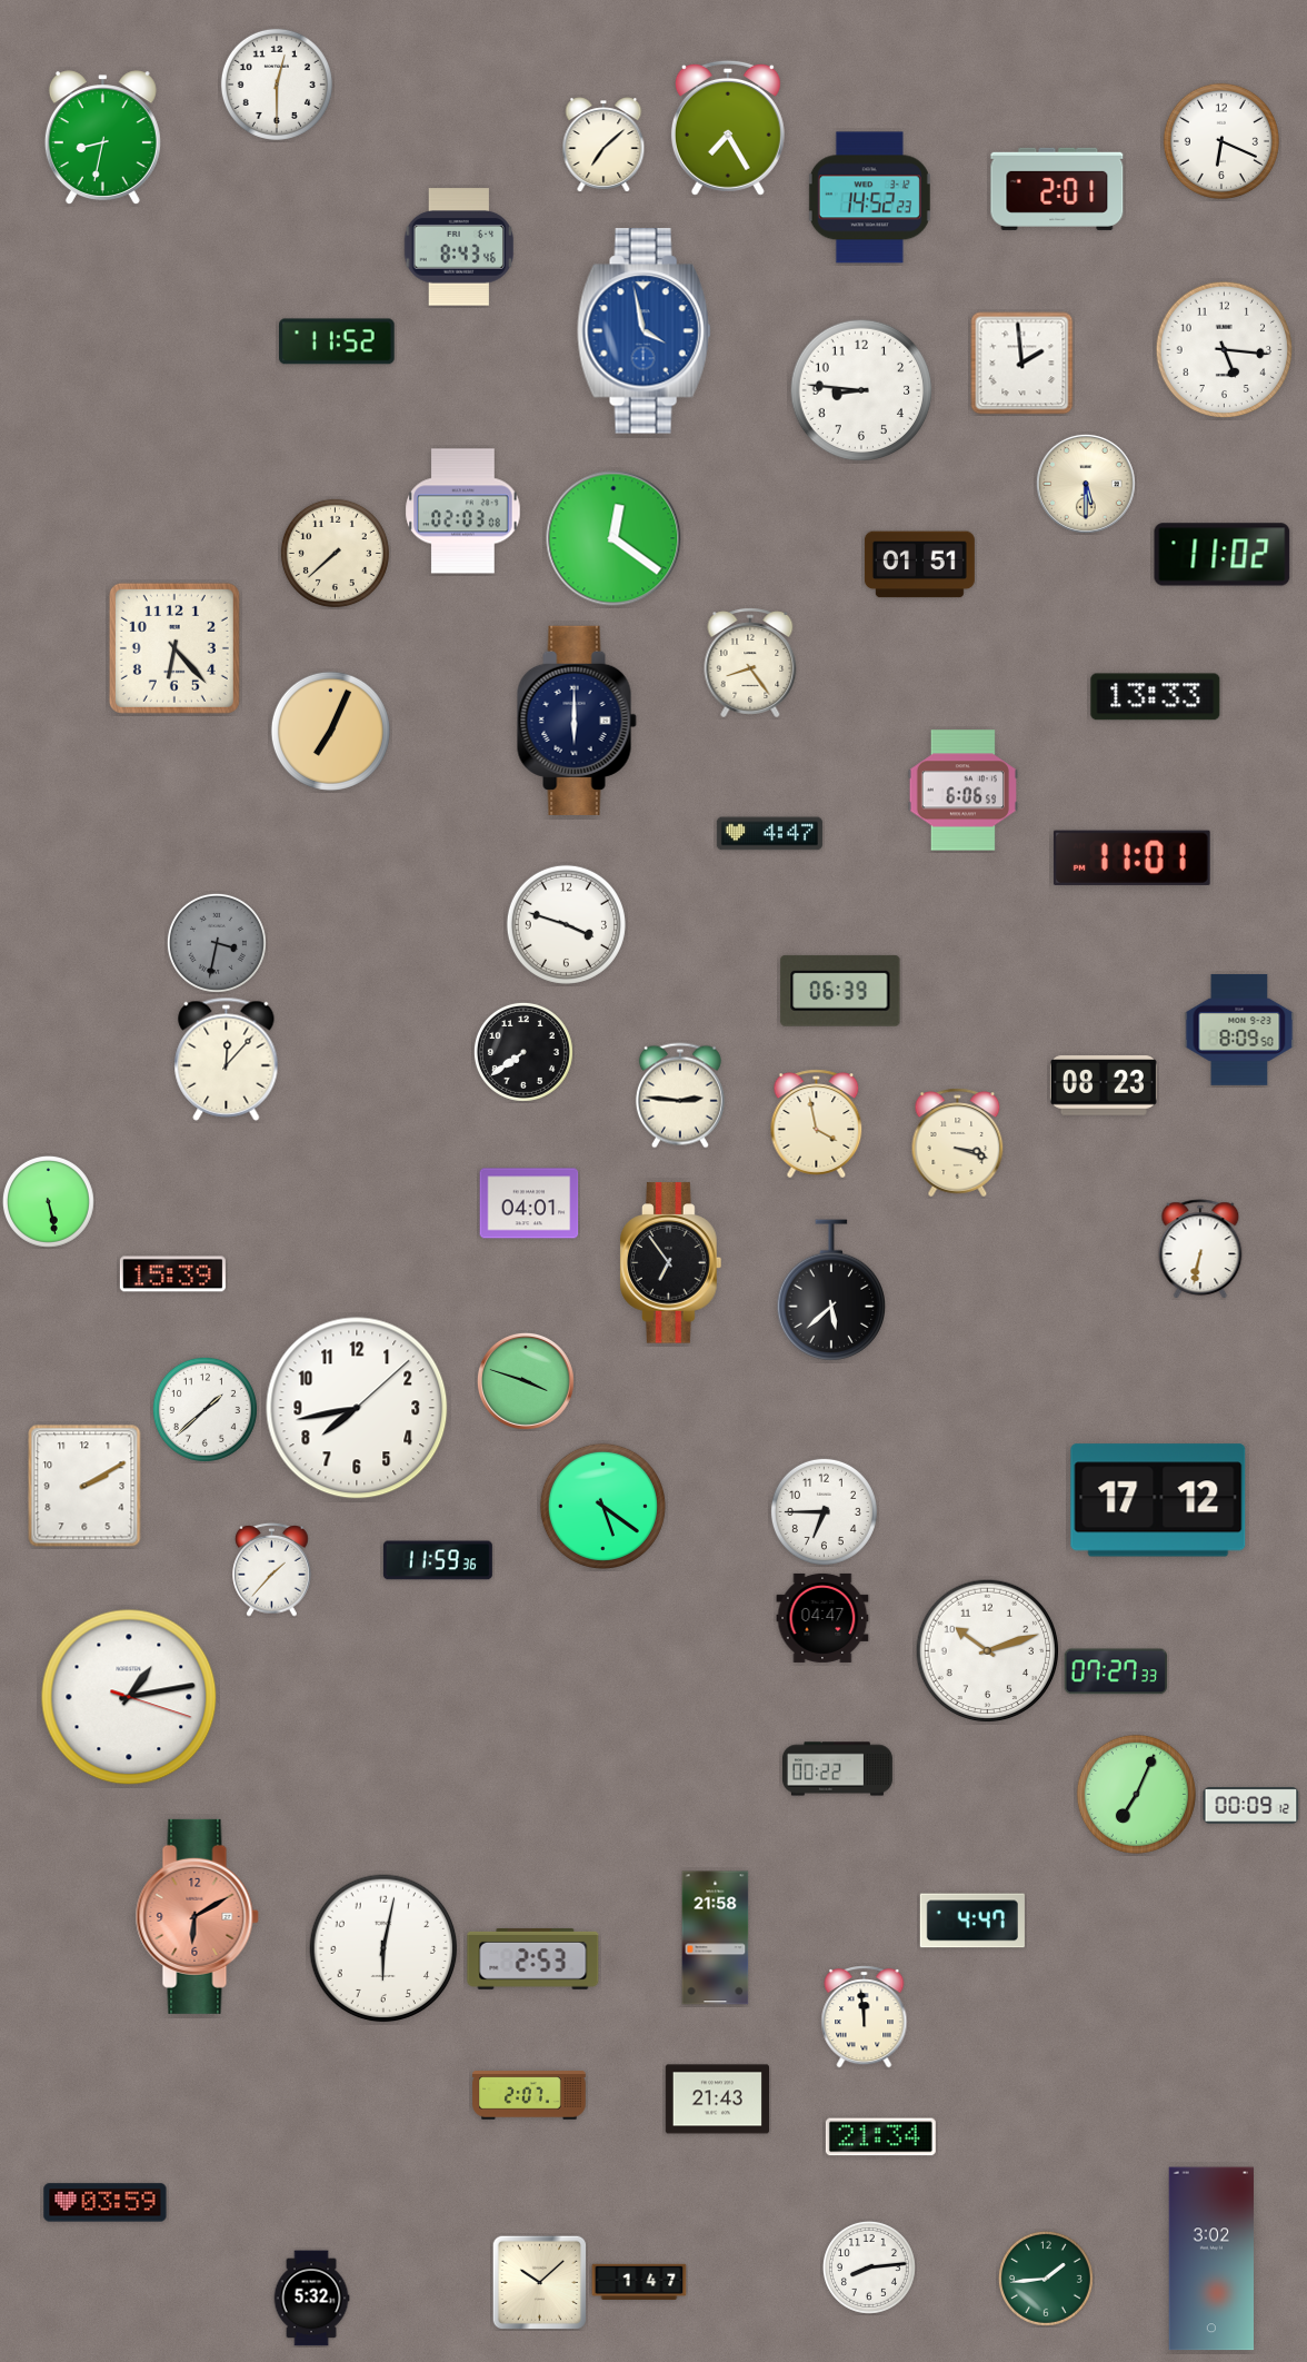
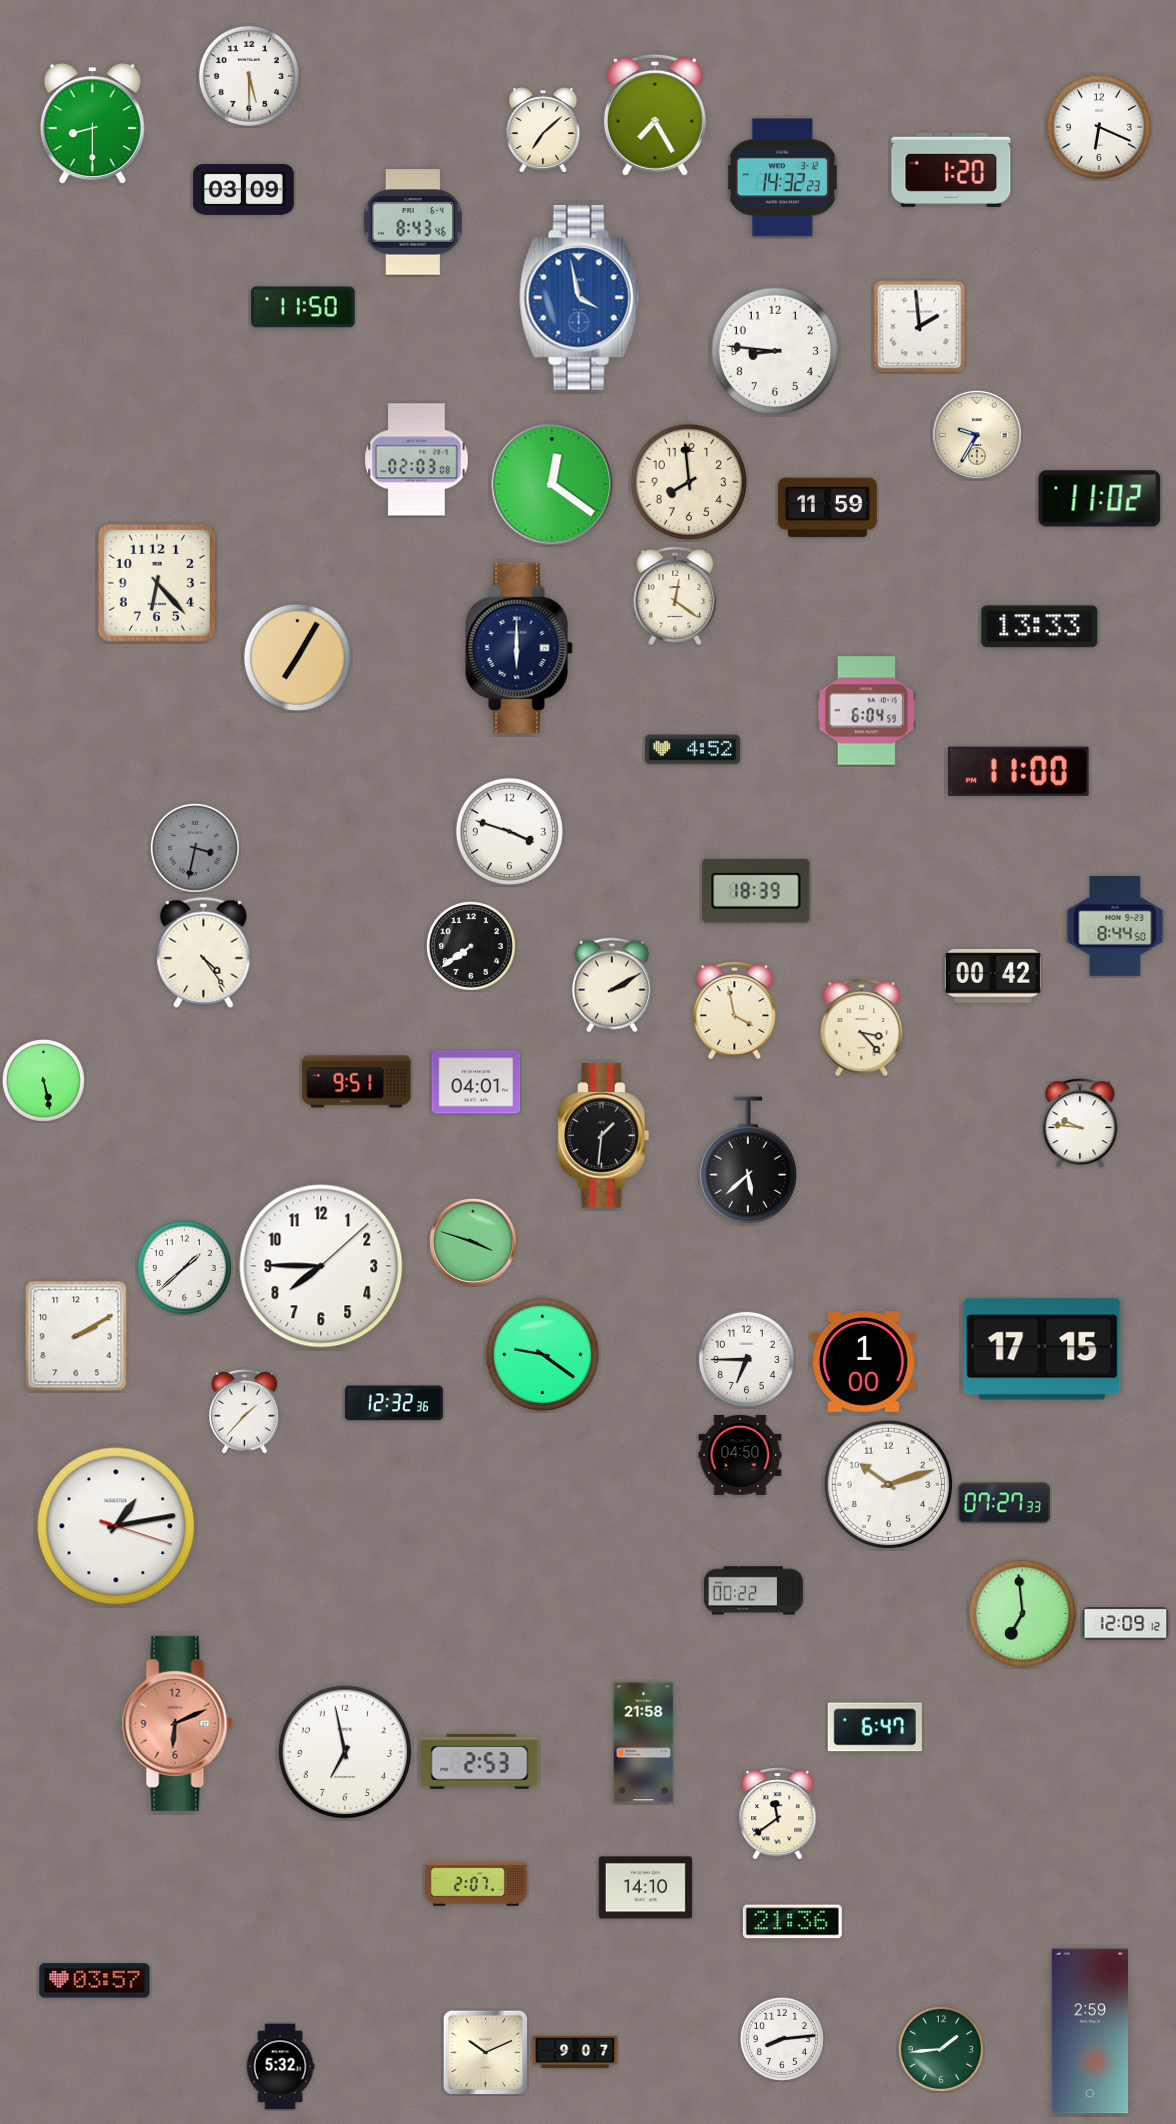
clock at (277, 85): 12:30 -> 5:30
clock at (102, 138): 8:32 -> 8:30
clock at (1057, 189): 2:01 -> 1:20
clock at (869, 198): 14:52 -> 14:32
clock at (244, 190): none -> 03:09
clock at (337, 341): 11:52 -> 11:50
clock at (1224, 349): 5:16 -> none
clock at (1086, 484): 5:30 -> 9:35
clock at (689, 482): none -> 7:59
clock at (335, 553): 7:38 -> none
clock at (919, 565): 01:51 -> 11:59
clock at (750, 663): 8:24 -> 12:21
clock at (330, 731): 7:04 -> 7:05
clock at (962, 791): 6:06 -> 6:04
clock at (769, 834): 4:47 -> 4:52
clock at (1131, 857): 11:01 -> 11:00
clock at (840, 991): 06:39 -> 18:39
clock at (1239, 1030): 8:09 -> 8:44
clock at (227, 1059): 12:07 -> 4:24
clock at (1104, 1086): 08:23 -> 00:42
clock at (680, 1095): 2:46 -> 2:10
clock at (958, 1143): 3:18 -> 3:23
clock at (357, 1082): none -> 9:51
clock at (1200, 1249): 6:32 -> 9:46
clock at (671, 1263): 6:54 -> 1:31
clock at (172, 1274): 15:39 -> none
clock at (357, 1408): 7:43 -> 7:45
clock at (1158, 1500): 17:12 -> 17:15
clock at (602, 1506): 5:21 -> 9:21
clock at (824, 1511) position: (824, 1511) -> (746, 1359)
clock at (864, 1362): none -> 1:00
clock at (438, 1560): 11:59 -> 12:32
clock at (822, 1618): 04:47 -> 04:50
clock at (1136, 1794): 7:04 -> 6:59
clock at (1251, 1806): 00:09 -> 12:09
clock at (197, 1916): 6:10 -> 6:11
clock at (972, 1921): 4:47 -> 6:47
clock at (383, 1948): 6:02 -> 6:58
clock at (865, 2017): 11:59 -> 11:39
clock at (717, 2100): 21:43 -> 14:10
clock at (880, 2137): 21:34 -> 21:36
clock at (106, 2203): 03:59 -> 03:57
clock at (1210, 2259): 3:02 -> 2:59
clock at (639, 2281): 1:47 -> 9:07
clock at (539, 2282): 10:08 -> 10:11
